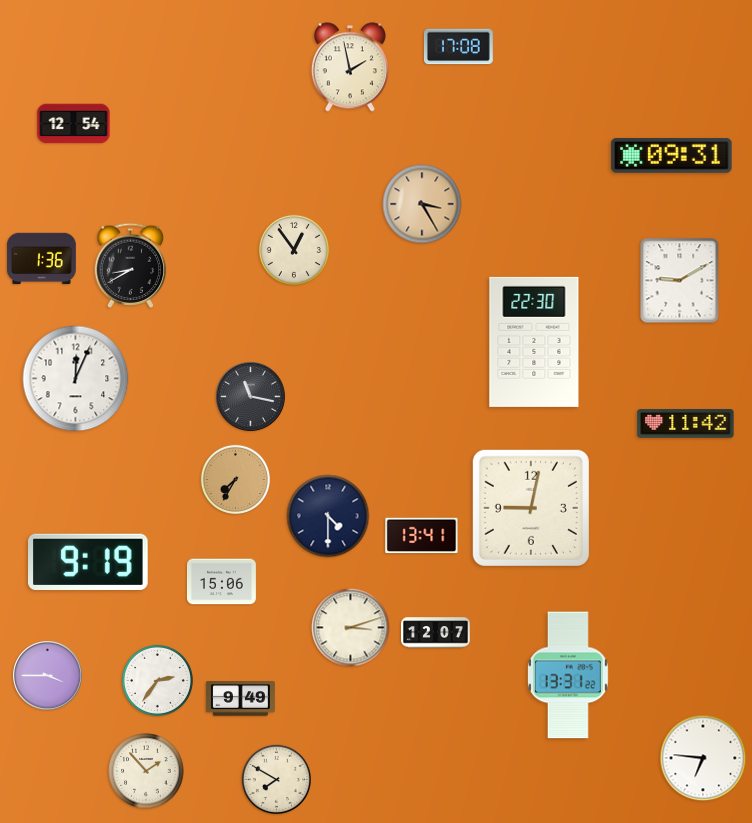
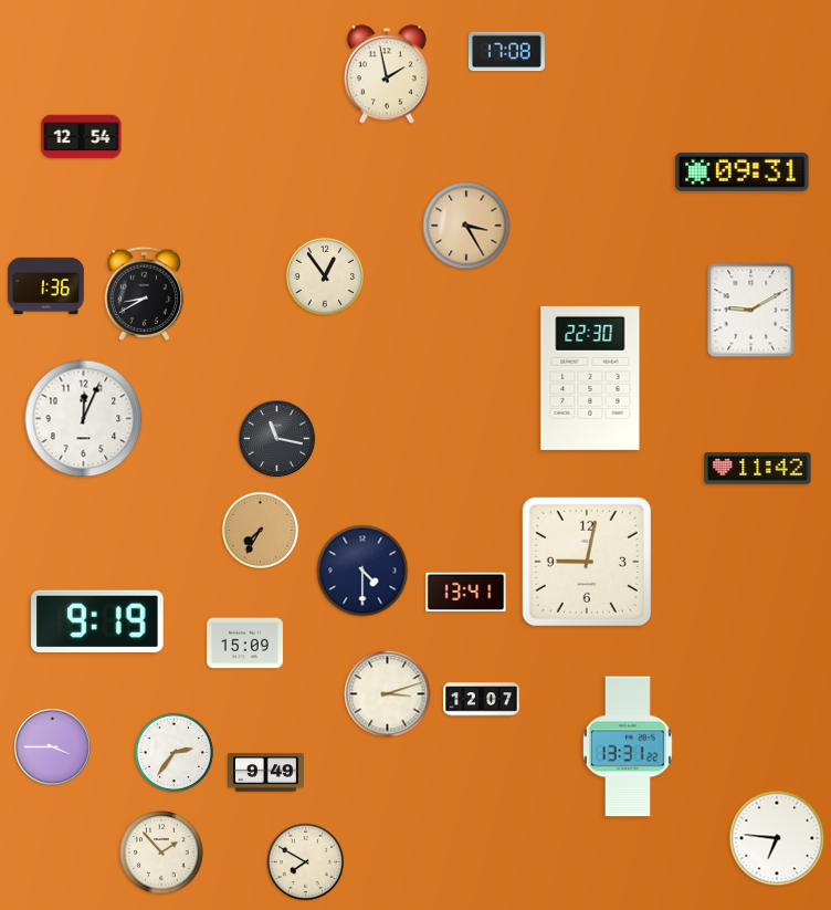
clock at (221, 582): 15:06 -> 15:09
